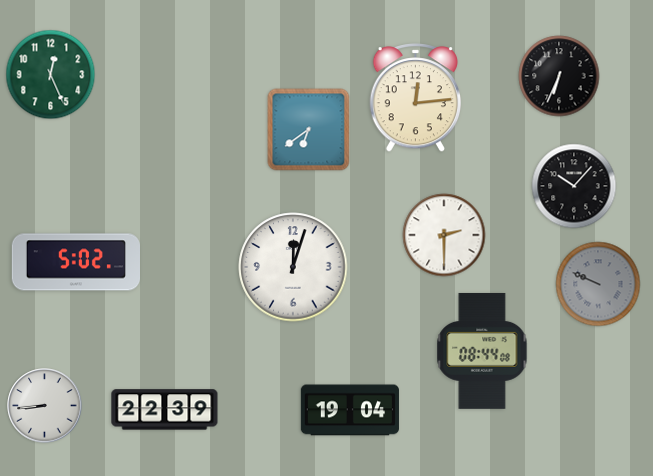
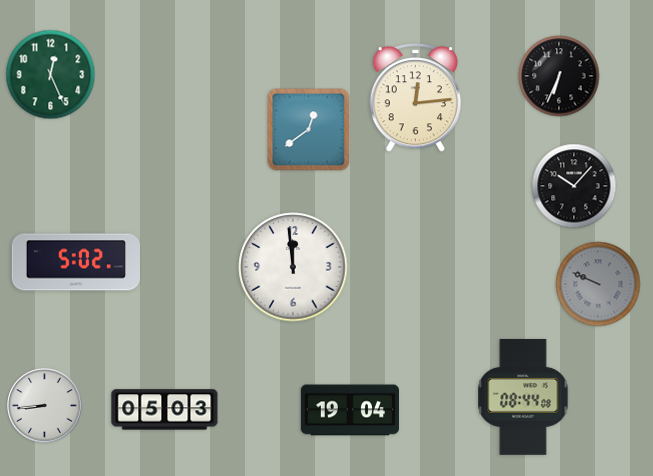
clock at (309, 130): 6:39 -> 12:39
clock at (444, 235): 2:30 -> none
clock at (293, 267): 12:03 -> 11:59
clock at (482, 351) position: (482, 351) -> (523, 397)
clock at (165, 410): 22:39 -> 05:03
